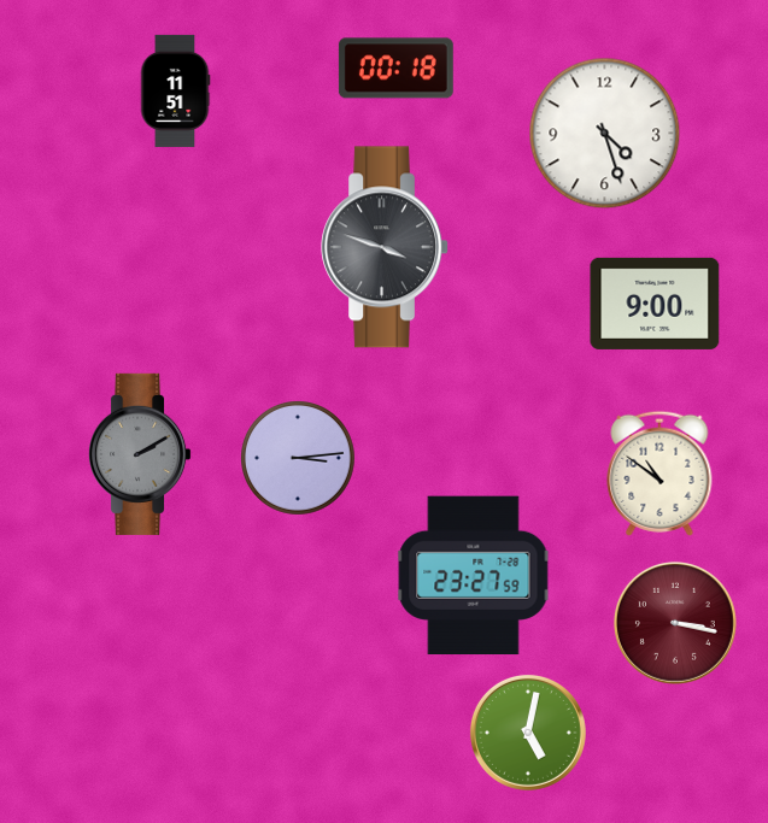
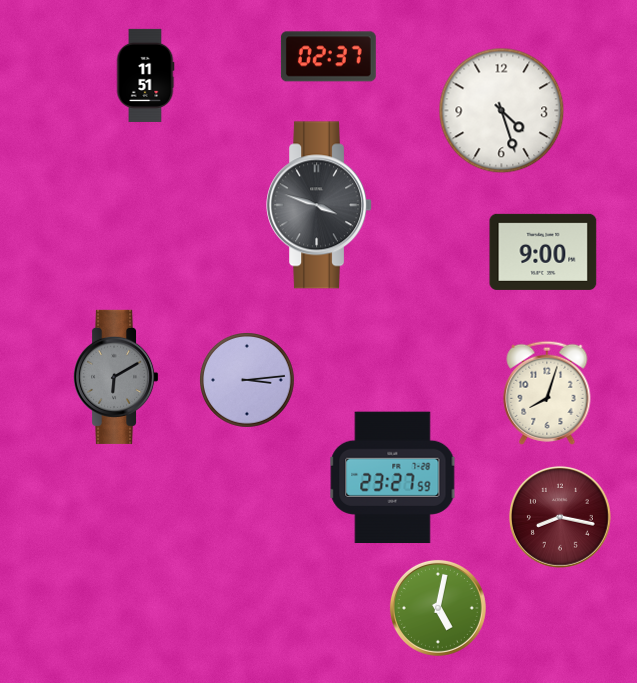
clock at (395, 69): 00:18 -> 02:37
clock at (141, 454): 2:10 -> 6:10
clock at (659, 474): 10:51 -> 8:03
clock at (675, 623): 3:17 -> 8:17
